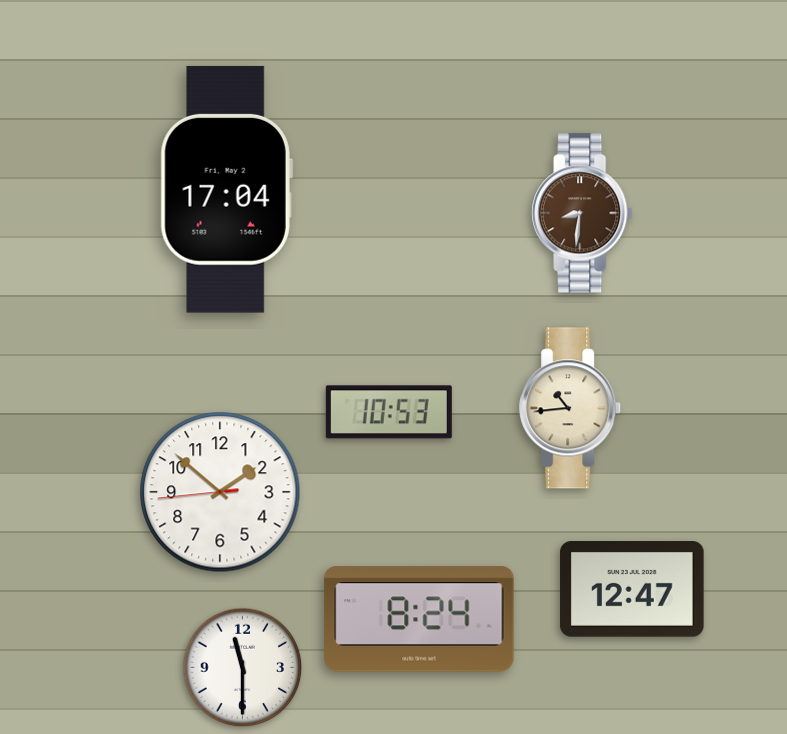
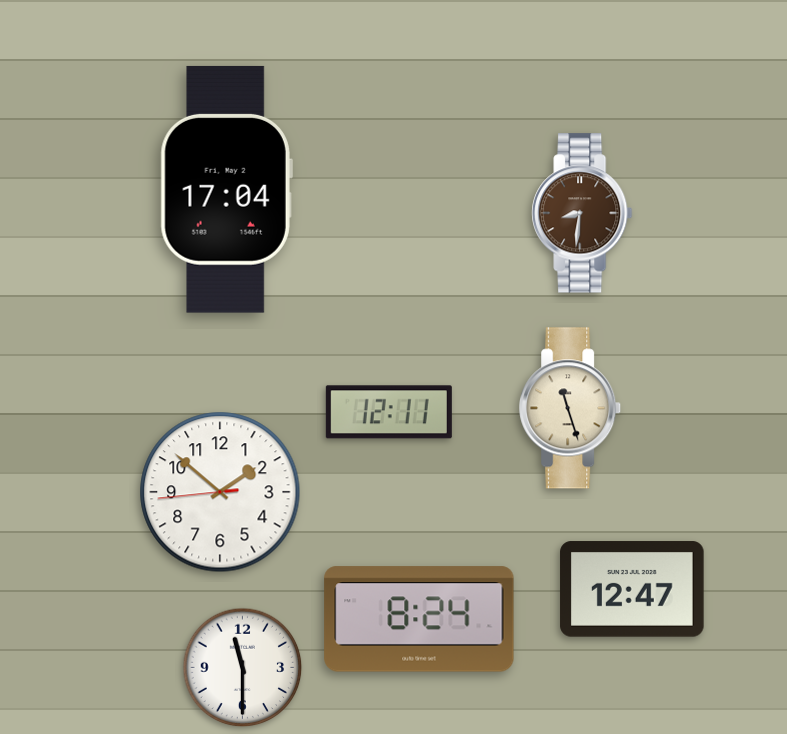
clock at (571, 408): 10:44 -> 11:27
clock at (389, 412): 10:53 -> 12:11
